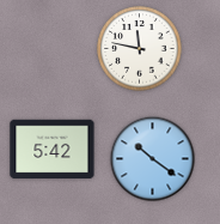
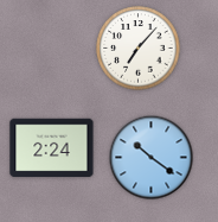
clock at (140, 49): 11:47 -> 7:07
clock at (53, 150): 5:42 -> 2:24
